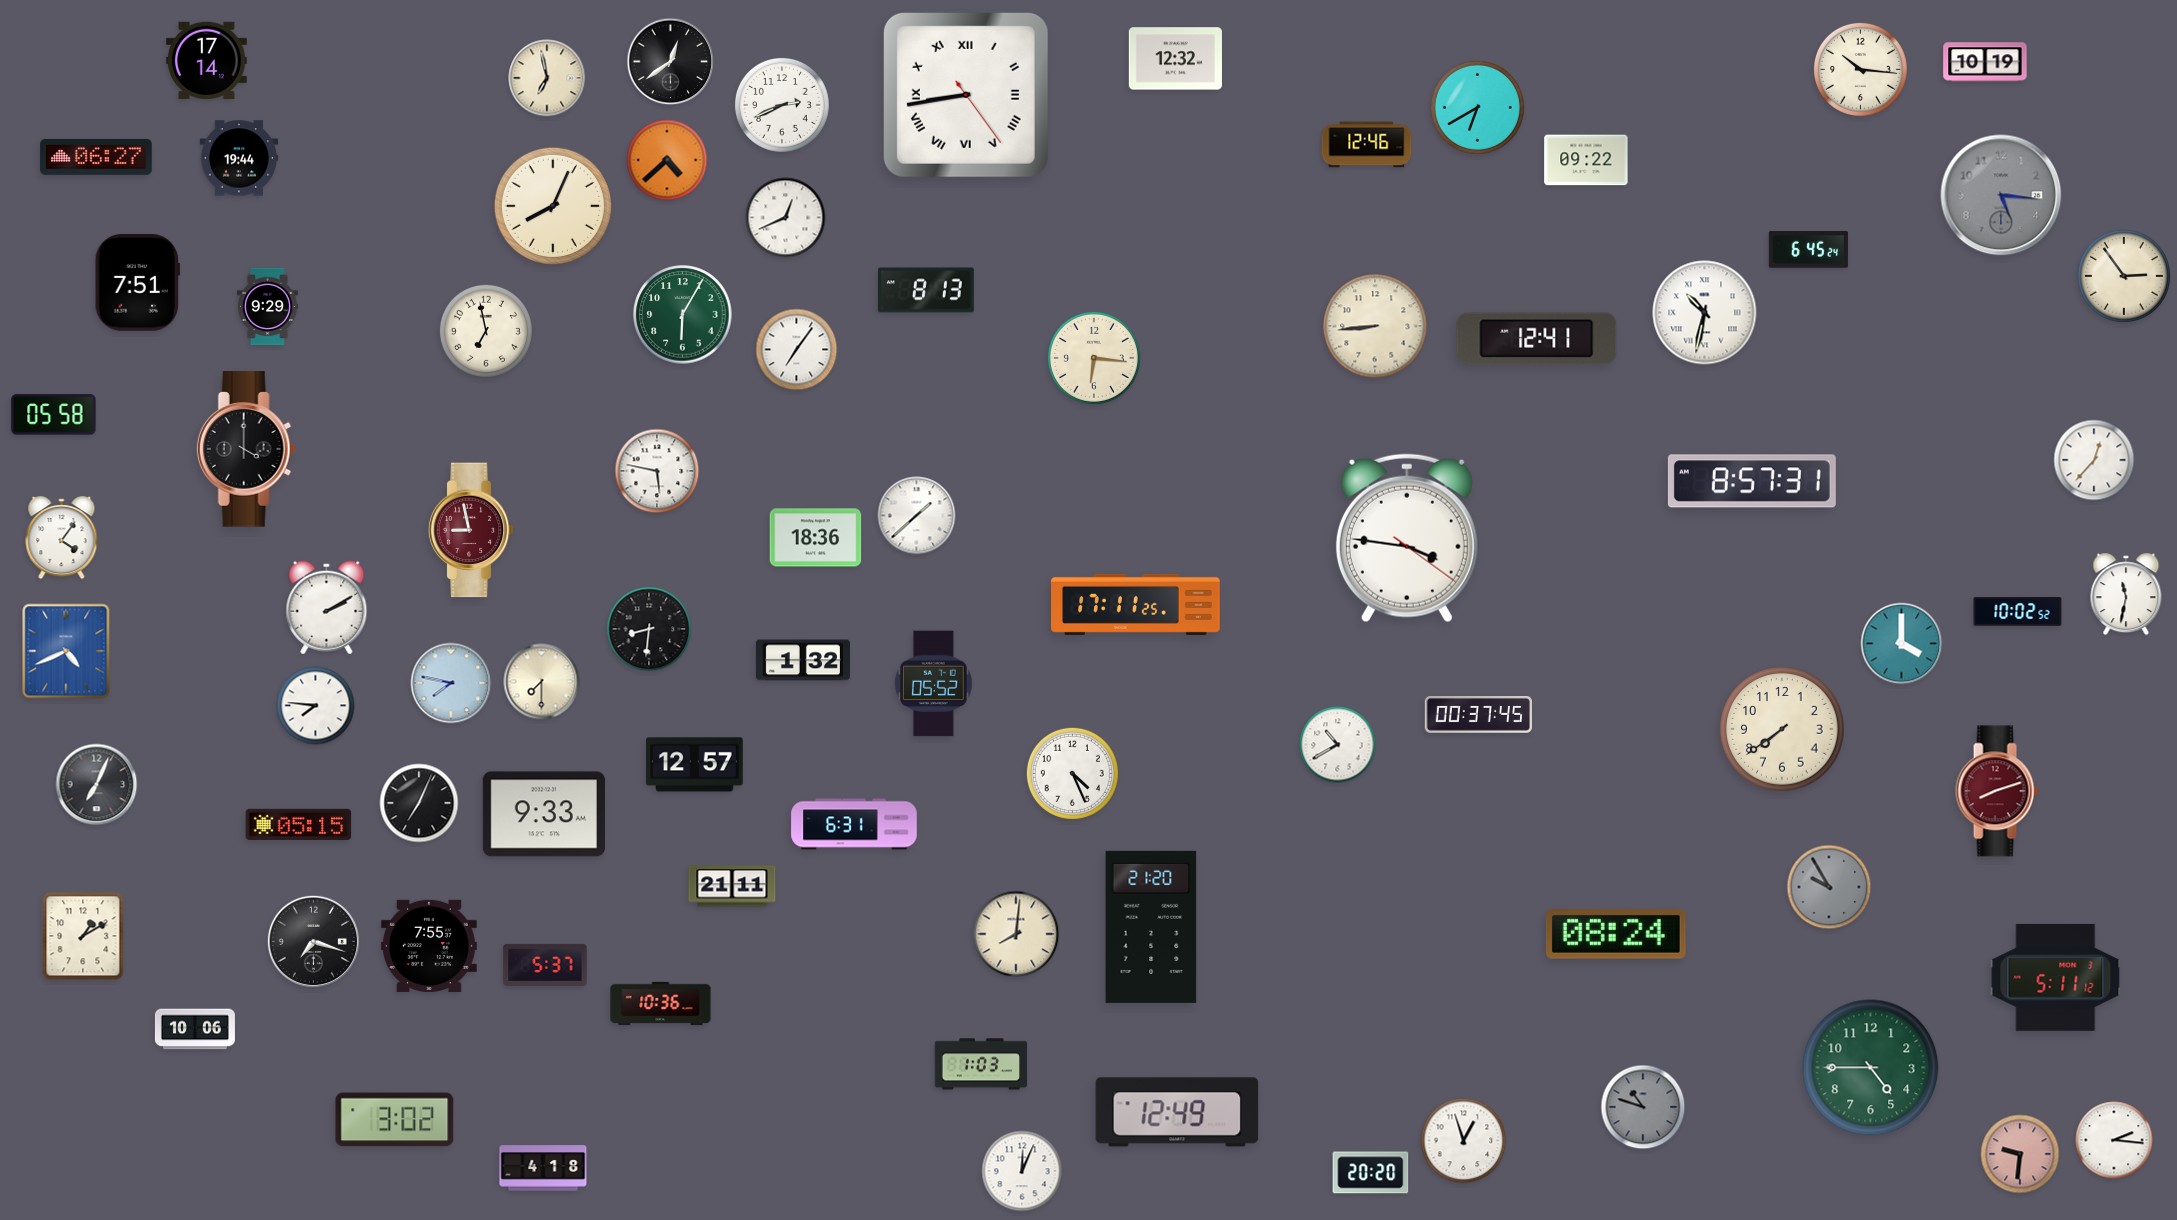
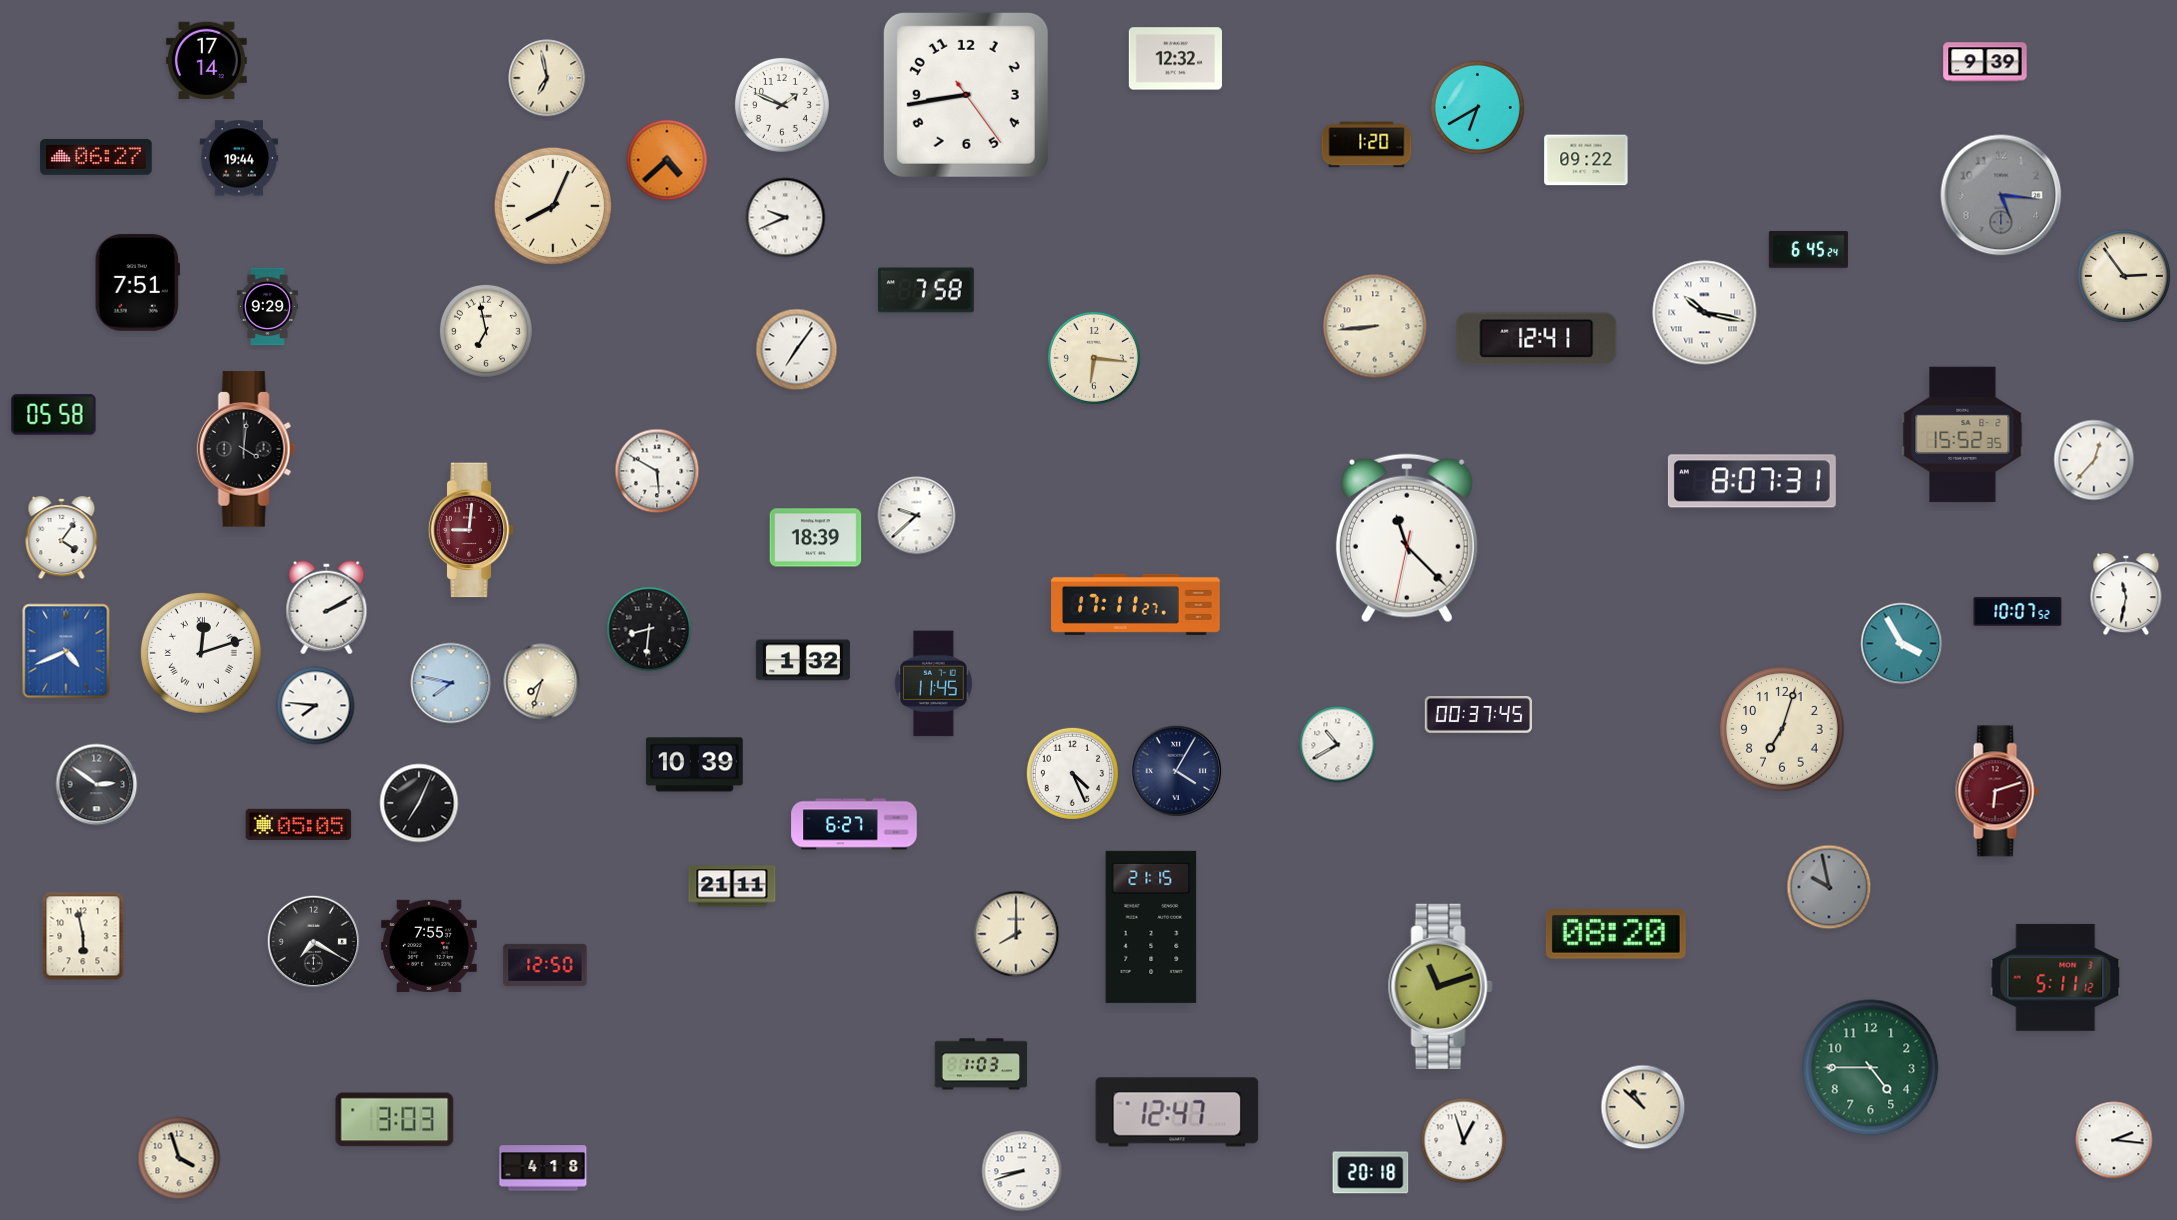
clock at (671, 62): 12:39 -> none
clock at (1985, 62): 10:19 -> 9:39
clock at (1860, 69): 10:16 -> none
clock at (966, 95) numerals: Roman -> Arabic
clock at (782, 105): 2:41 -> 1:49
clock at (1367, 145): 12:46 -> 1:20
clock at (786, 218): 12:41 -> 9:41
clock at (926, 290): 8:13 -> 7:58
clock at (1705, 313): 10:32 -> 10:17
clock at (683, 315): 6:05 -> none
clock at (1963, 435): none -> 15:52
clock at (246, 449): 4:00 -> 4:01
clock at (657, 471): 5:47 -> 5:50
clock at (1752, 481): 8:57 -> 8:07
clock at (917, 516): 1:38 -> 9:38
clock at (471, 530): 8:58 -> 9:01
clock at (816, 538): 18:36 -> 18:39
clock at (1407, 538): 3:46 -> 11:22
clock at (1136, 604): 17:11:25 -> 17:11:27
clock at (2018, 612): 10:02 -> 10:07
clock at (1902, 644): 4:00 -> 3:55
clock at (201, 653): none -> 12:12
clock at (542, 682): 7:30 -> 7:33
clock at (934, 684): 05:52 -> 11:45
clock at (1782, 729): 7:39 -> 7:03
clock at (695, 765): 12:57 -> 10:39
clock at (1175, 770): none -> 4:05
clock at (97, 785): 7:04 -> 2:51
clock at (1997, 791): 8:12 -> 6:12
clock at (544, 814): 9:33 -> none
clock at (299, 824): 05:15 -> 05:05
clock at (854, 824): 6:31 -> 6:27
clock at (1829, 887): 9:55 -> 9:58
clock at (1151, 927): 21:20 -> 21:15
clock at (1016, 934): 8:01 -> 8:00
clock at (1616, 934): 08:24 -> 08:20
clock at (83, 936): 1:10 -> 5:58
clock at (313, 941): 7:18 -> 7:20
clock at (545, 965): 5:37 -> 12:50
clock at (1440, 986): none -> 11:12
clock at (661, 1004): 10:36 -> none
clock at (195, 1029): 10:06 -> none
clock at (1643, 1107): 10:48 -> 10:52
clock at (1643, 1107) dial: grey -> cream
clock at (1177, 1112): 12:49 -> 12:47
clock at (395, 1120): 3:02 -> 3:03
clock at (2020, 1154): 9:31 -> none
clock at (179, 1158): none -> 3:57
clock at (1022, 1171): 12:04 -> 8:42
clock at (1371, 1173): 20:20 -> 20:18
